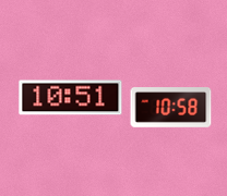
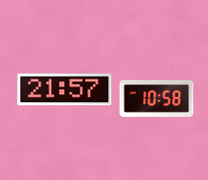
clock at (71, 98): 10:51 -> 21:57
